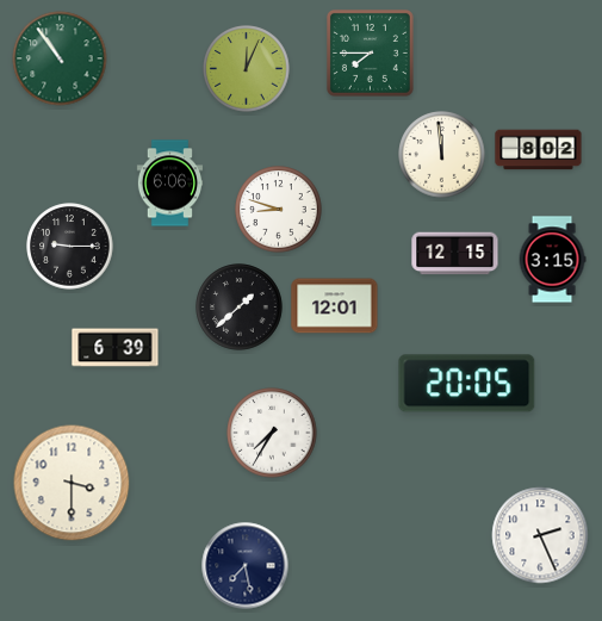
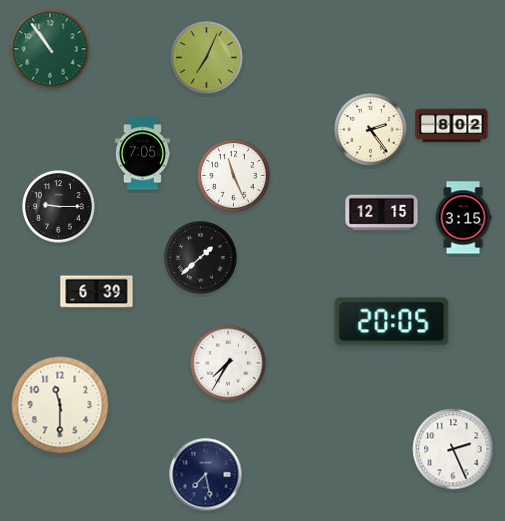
clock at (370, 52): 7:45 -> none
clock at (247, 69): 12:04 -> 7:04
clock at (442, 155): 11:59 -> 2:24
clock at (169, 184): 6:06 -> 7:05
clock at (279, 210): 8:48 -> 11:26
clock at (335, 306): 12:01 -> none
clock at (72, 483): 3:30 -> 11:30
